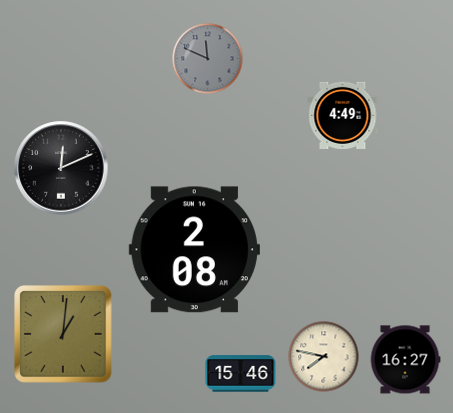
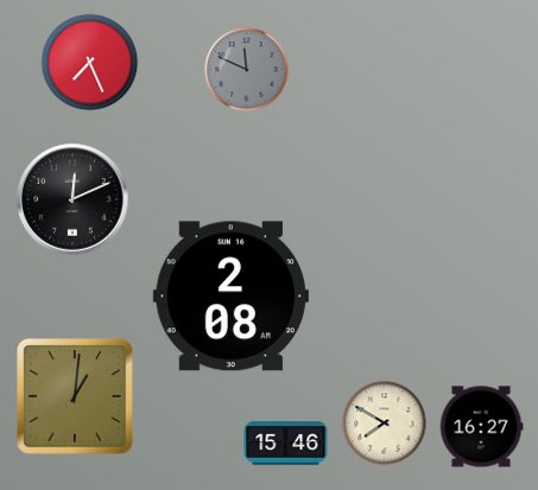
clock at (90, 63): none -> 7:26
clock at (343, 115): 4:49 -> none
clock at (324, 357): 7:47 -> 7:50
